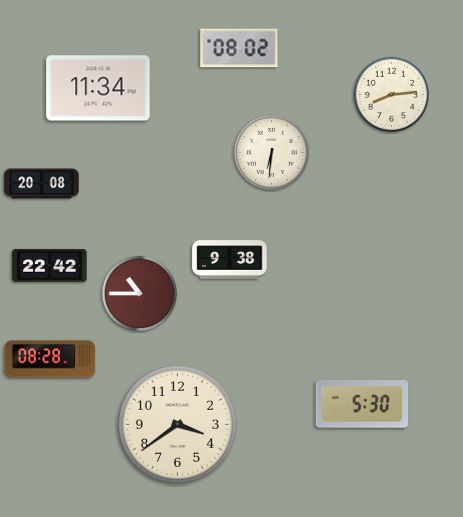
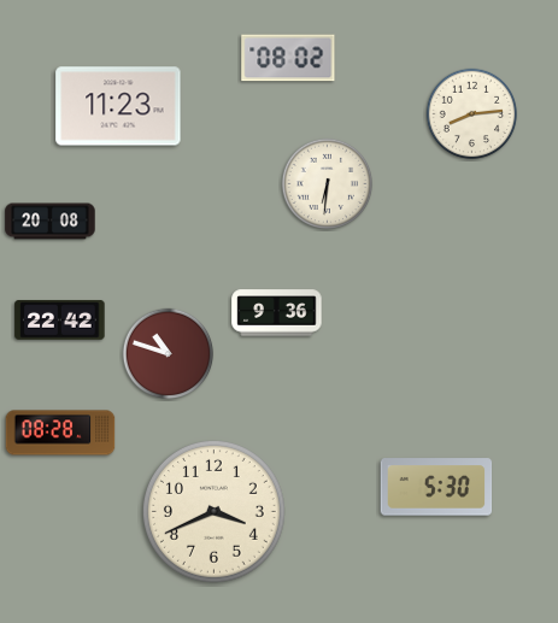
clock at (98, 88): 11:34 -> 11:23
clock at (230, 260): 9:38 -> 9:36
clock at (140, 294): 10:45 -> 10:48
clock at (177, 424): 3:39 -> 3:41
